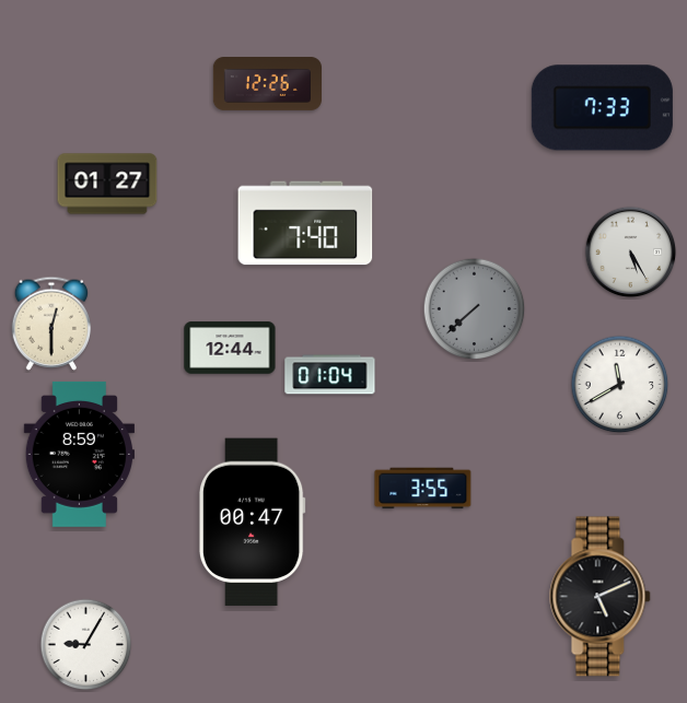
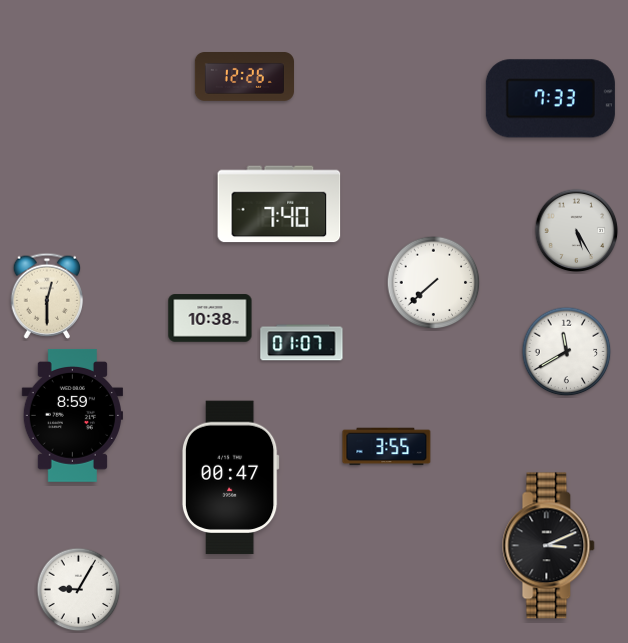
clock at (107, 184): 01:27 -> none
clock at (475, 309) dial: grey -> white
clock at (230, 348): 12:44 -> 10:38
clock at (330, 375): 01:04 -> 01:07
clock at (601, 597): 5:11 -> 3:11
